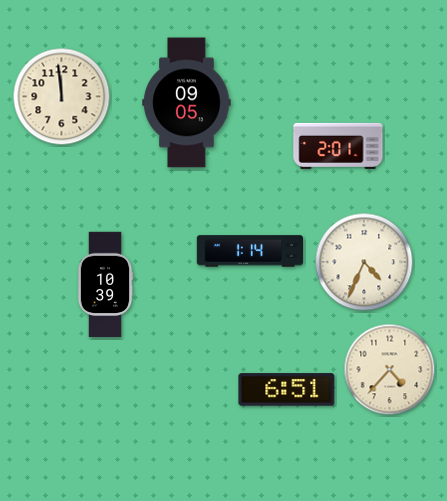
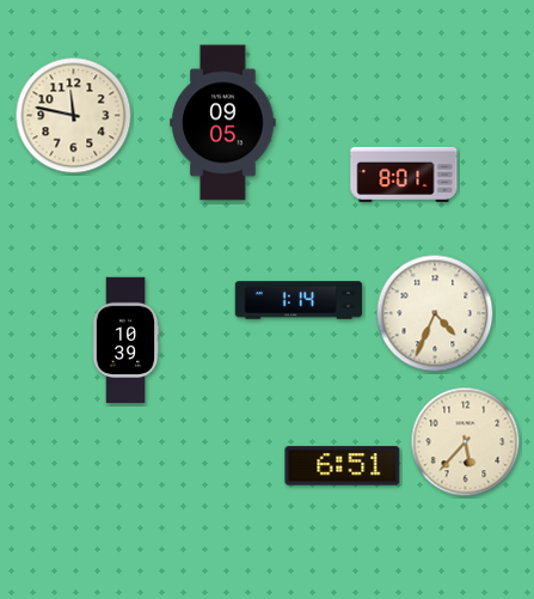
clock at (62, 97): 11:59 -> 11:47
clock at (338, 146): 2:01 -> 8:01
clock at (390, 370): 4:37 -> 5:37
